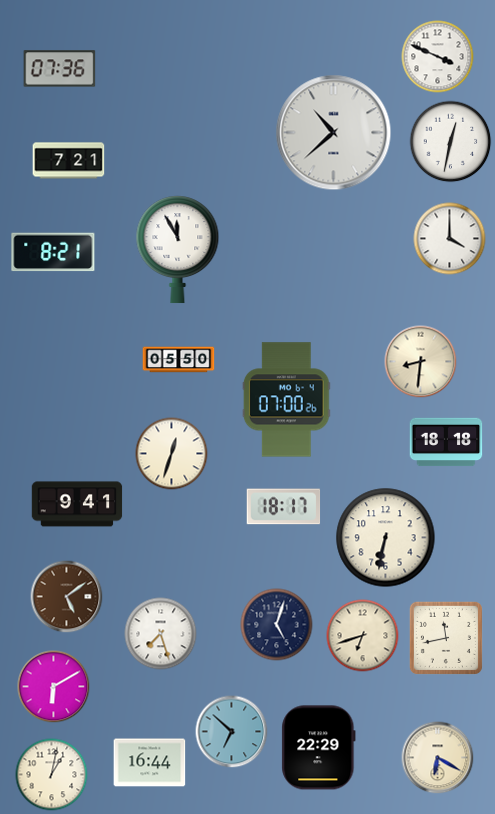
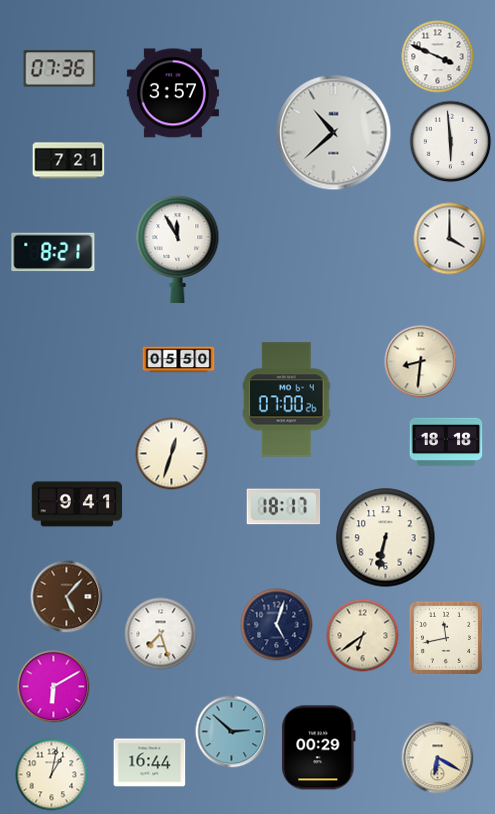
clock at (173, 93): none -> 3:57
clock at (451, 142): 12:32 -> 5:59
clock at (67, 597): 5:09 -> 5:07
clock at (363, 636): 6:42 -> 6:39
clock at (232, 732): 6:52 -> 2:52
clock at (319, 748): 22:29 -> 00:29
